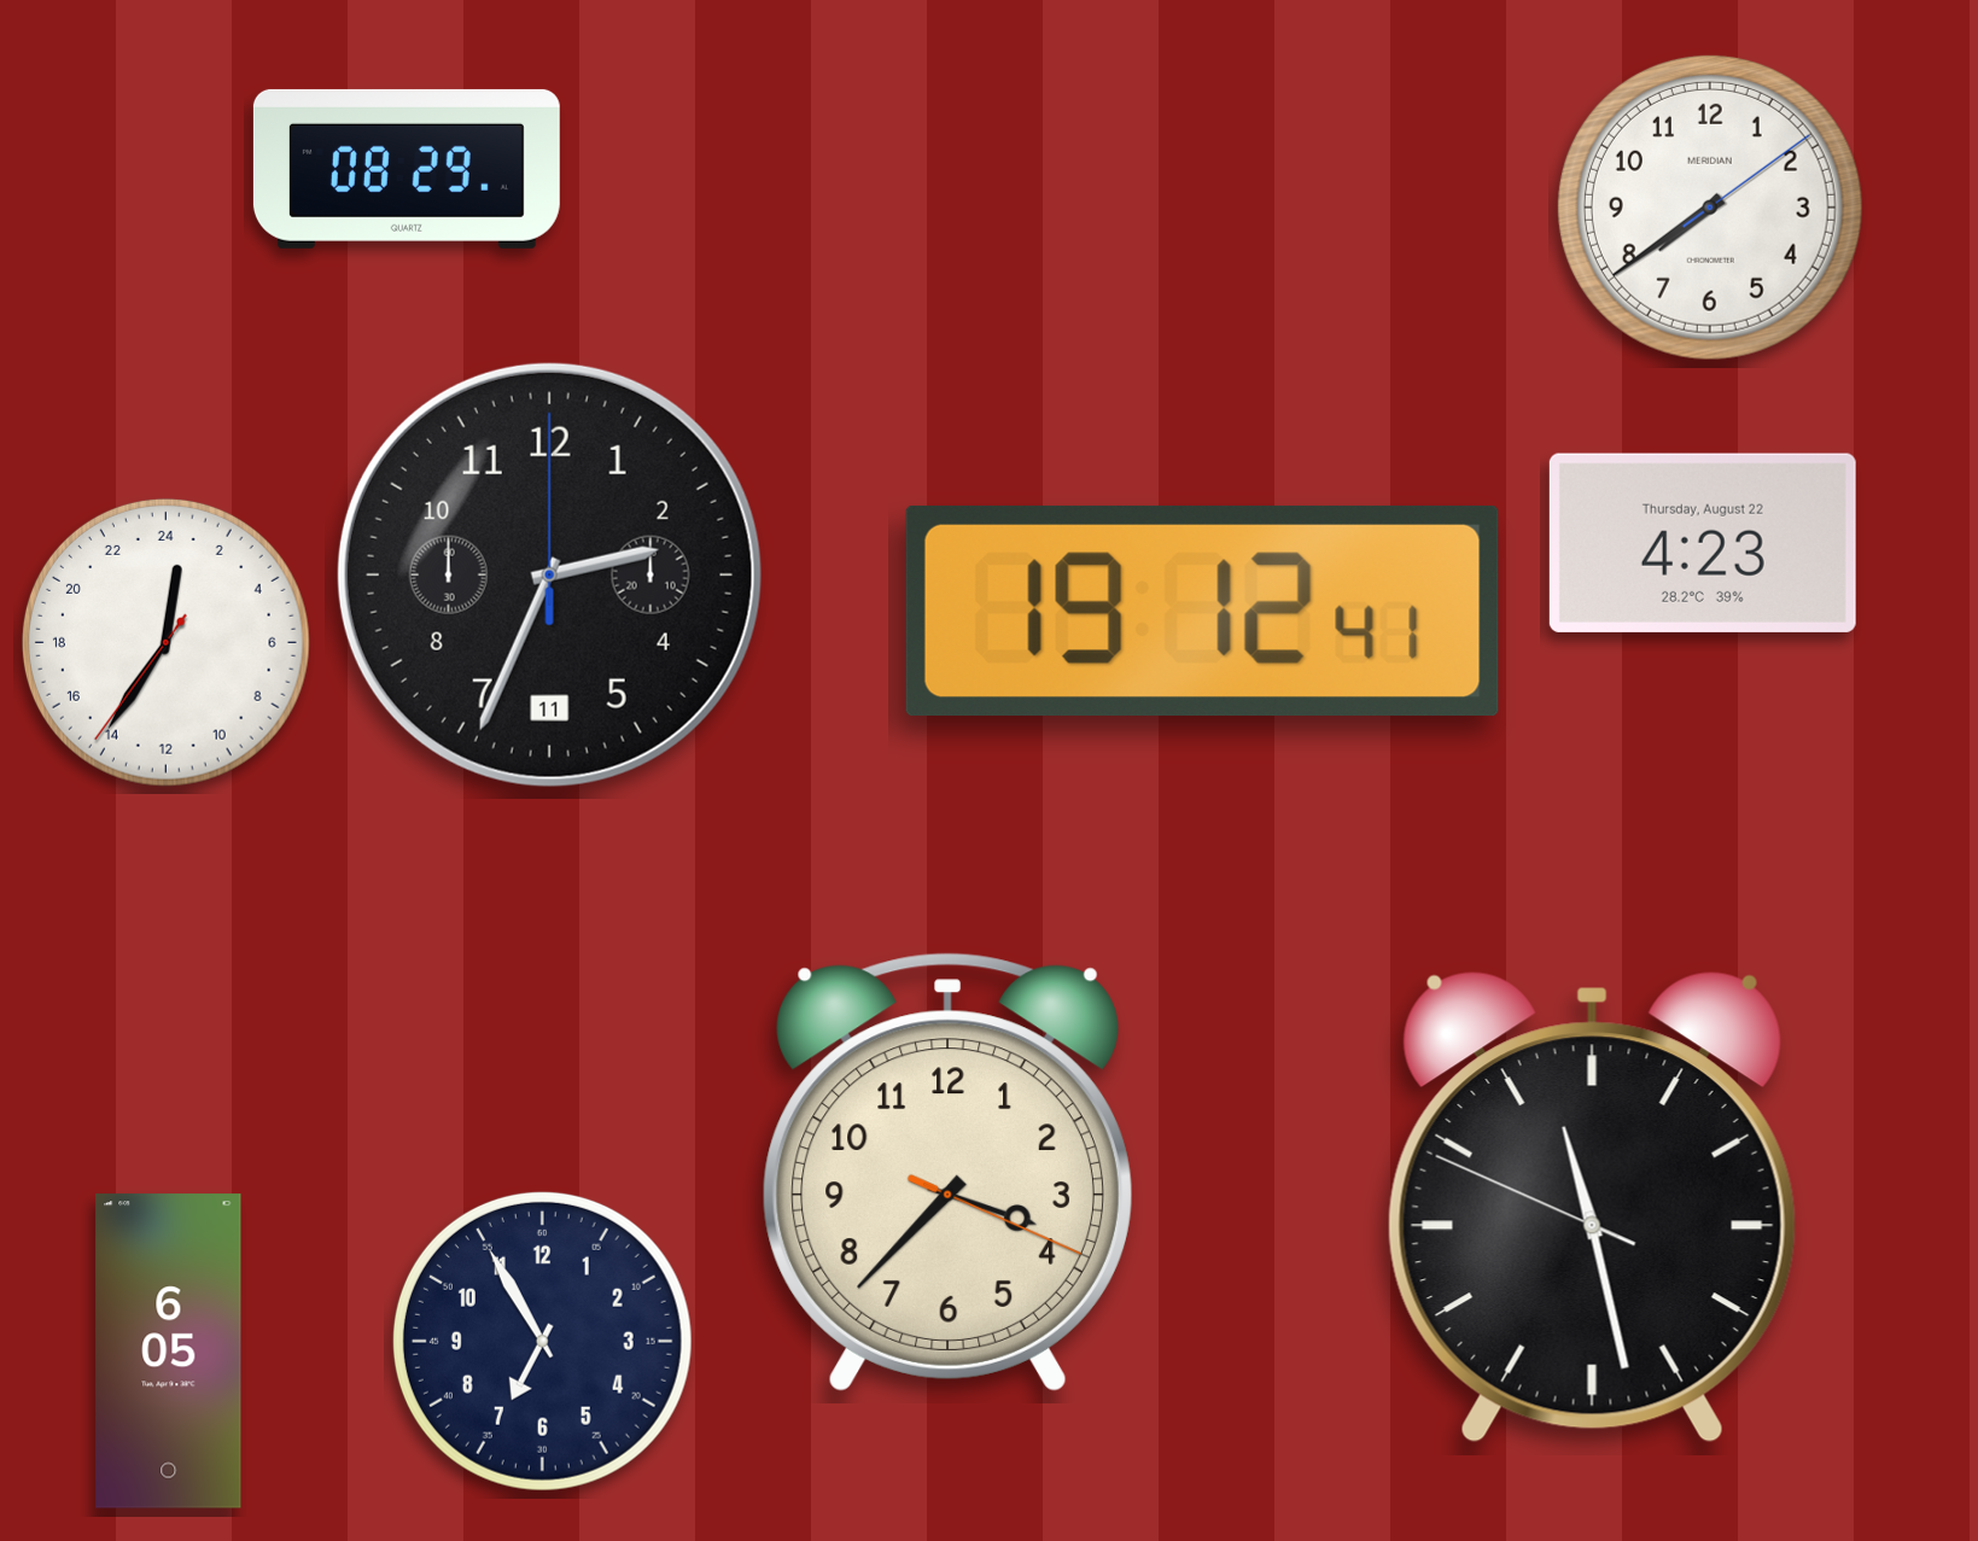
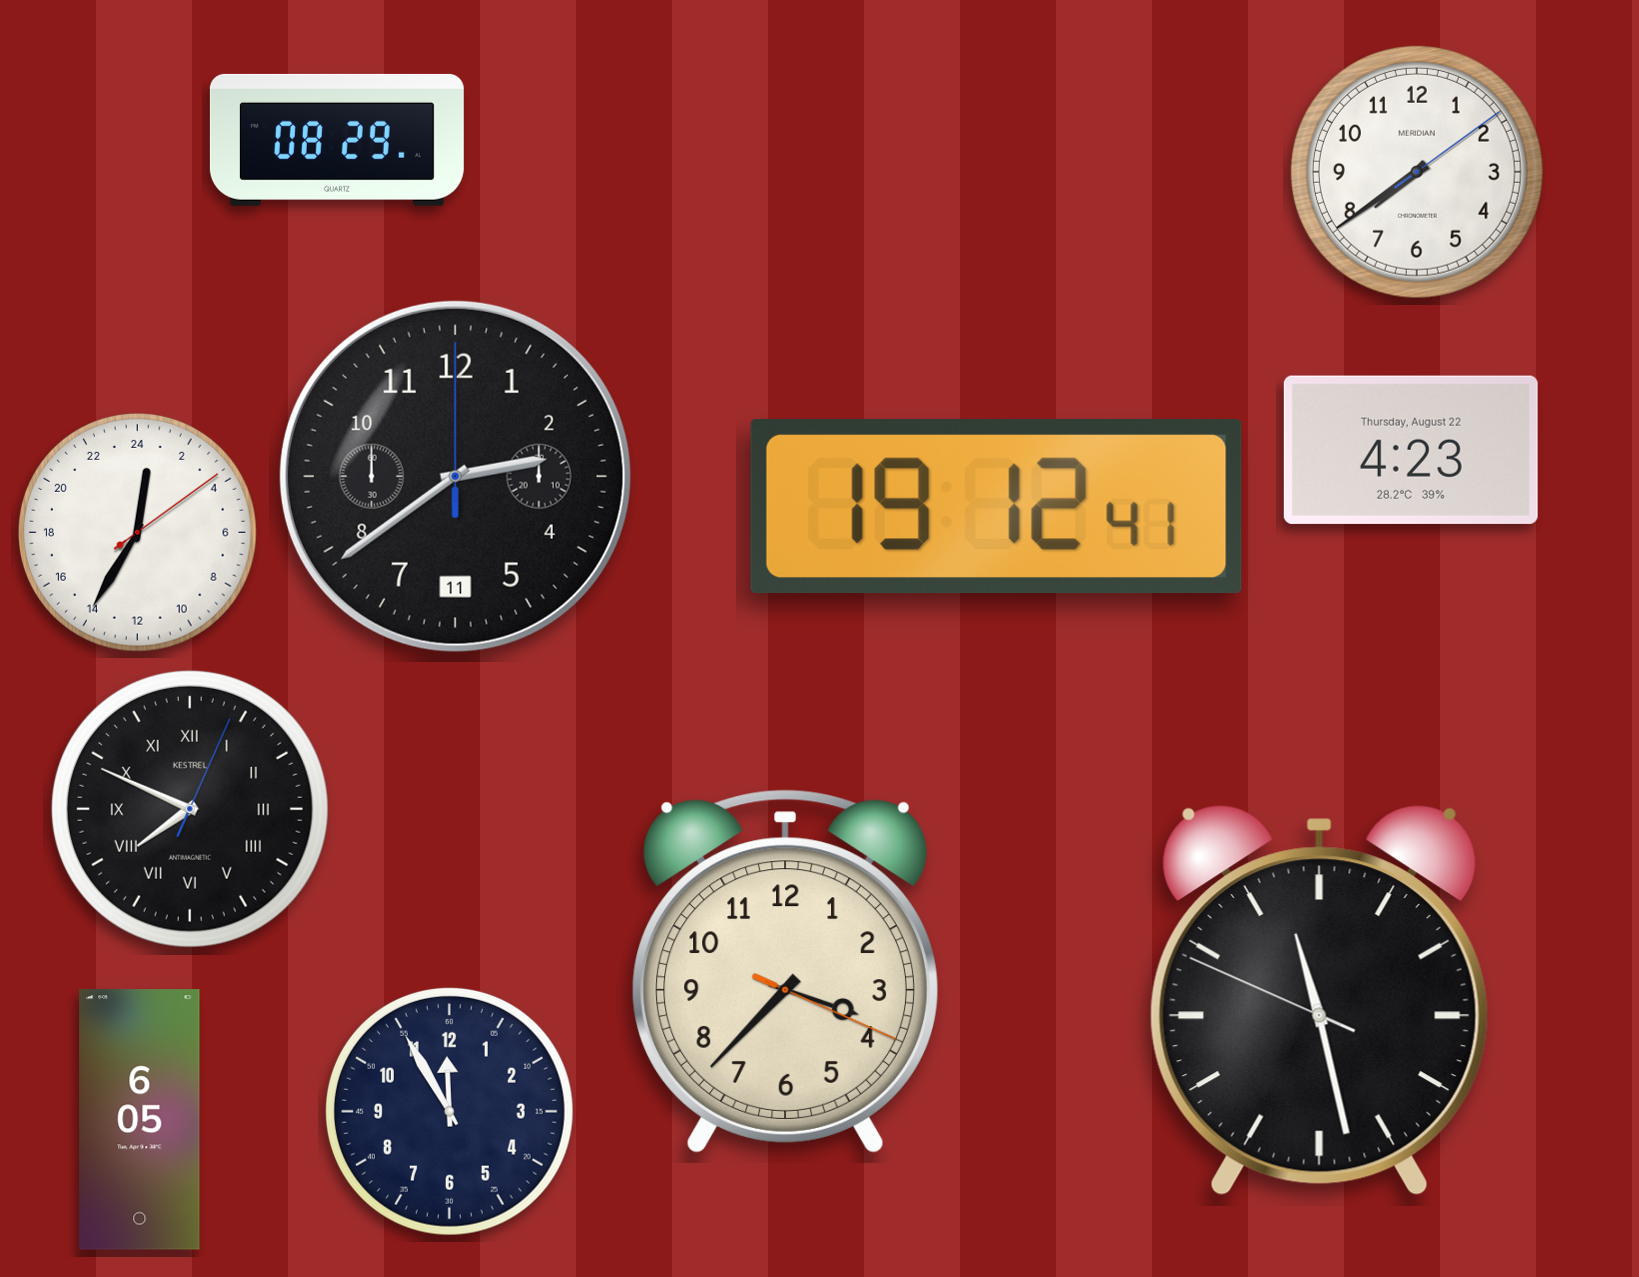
clock at (549, 574): 2:34 -> 2:39
clock at (165, 642): 0:35:36 -> 0:35:09
clock at (190, 809): none -> 7:49
clock at (542, 1341): 6:55 -> 11:55
